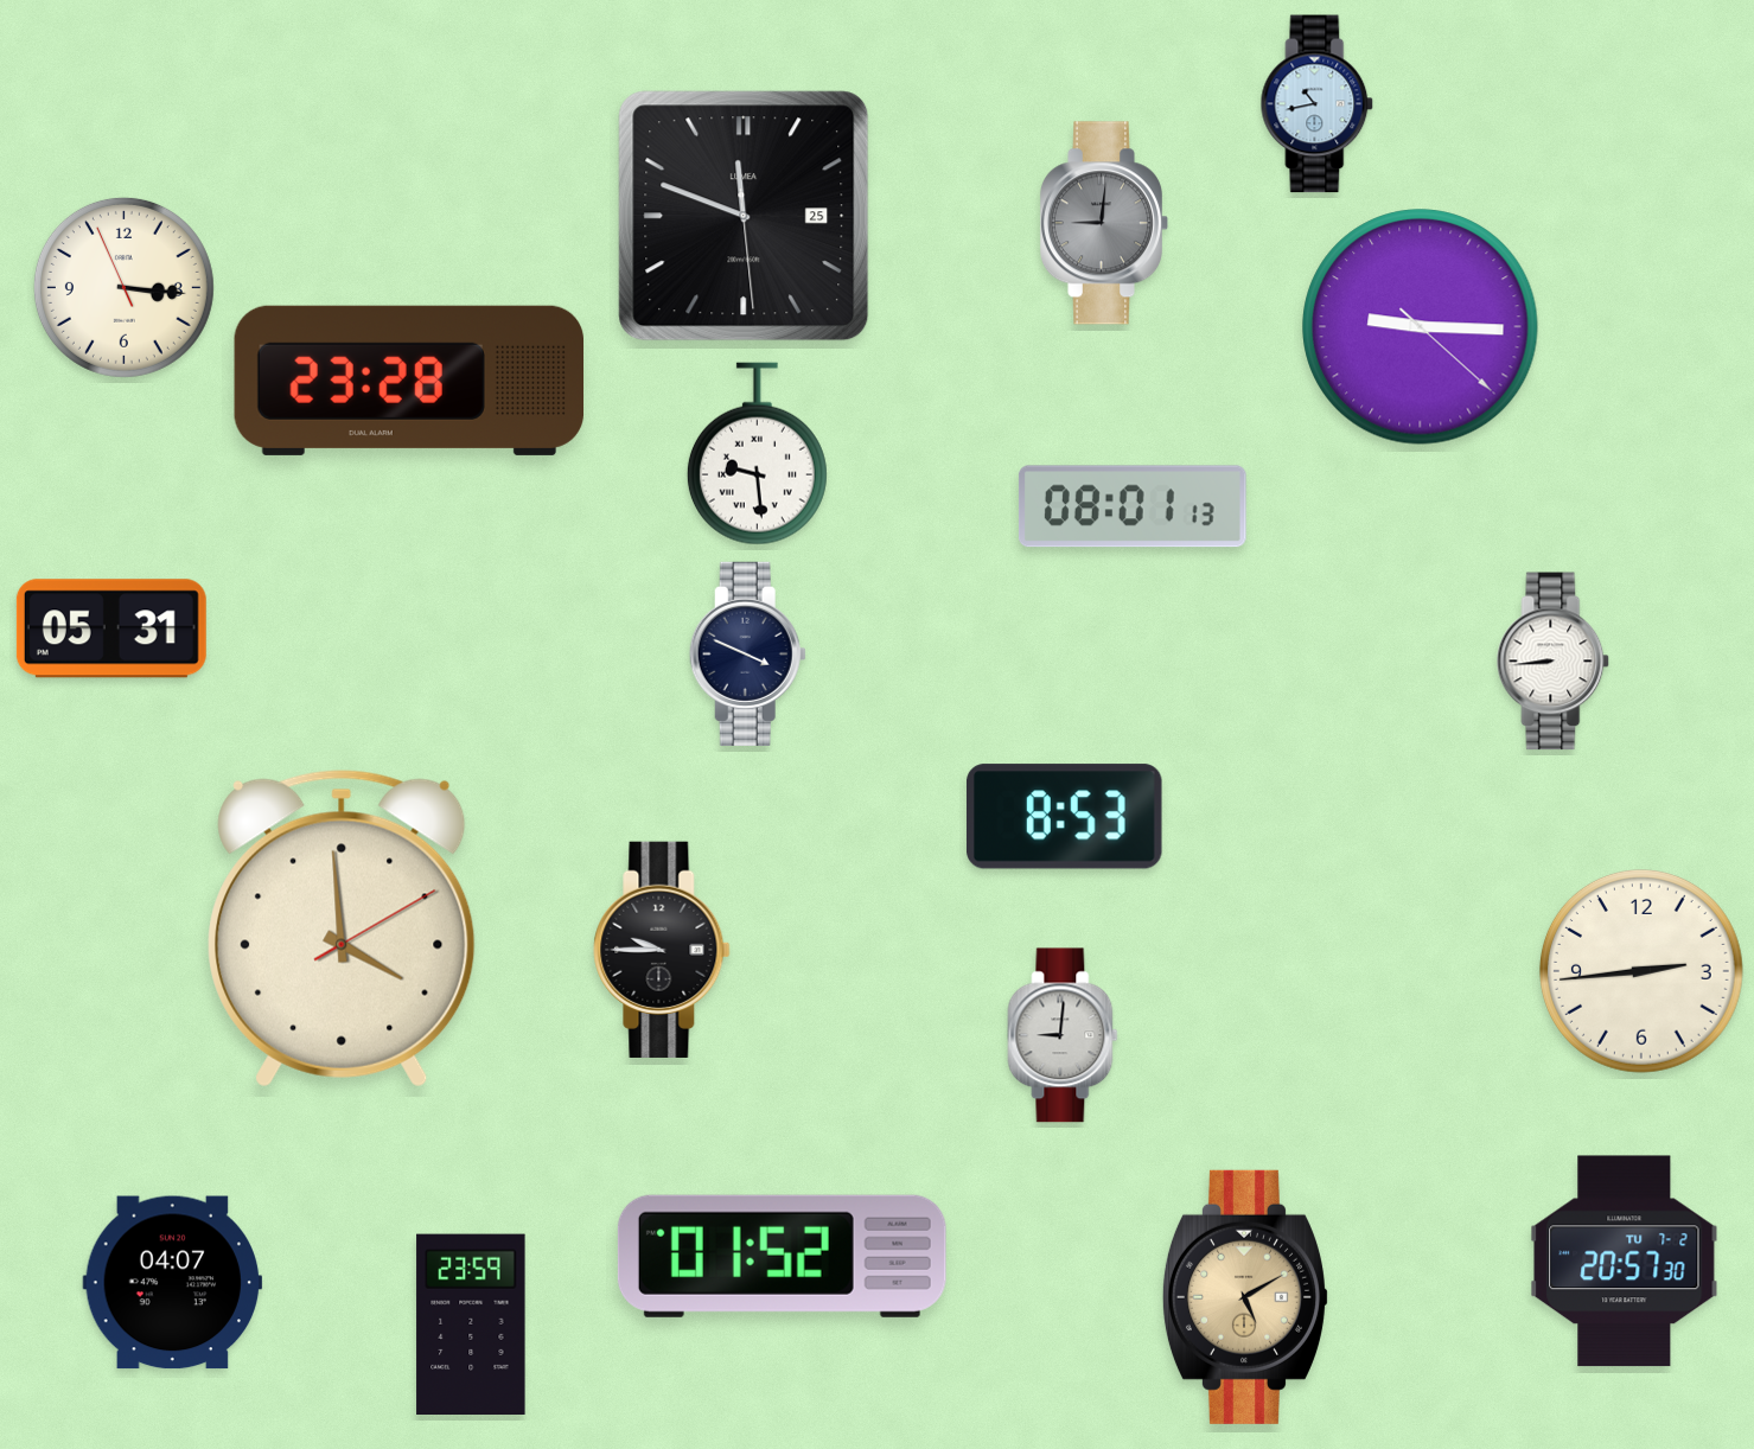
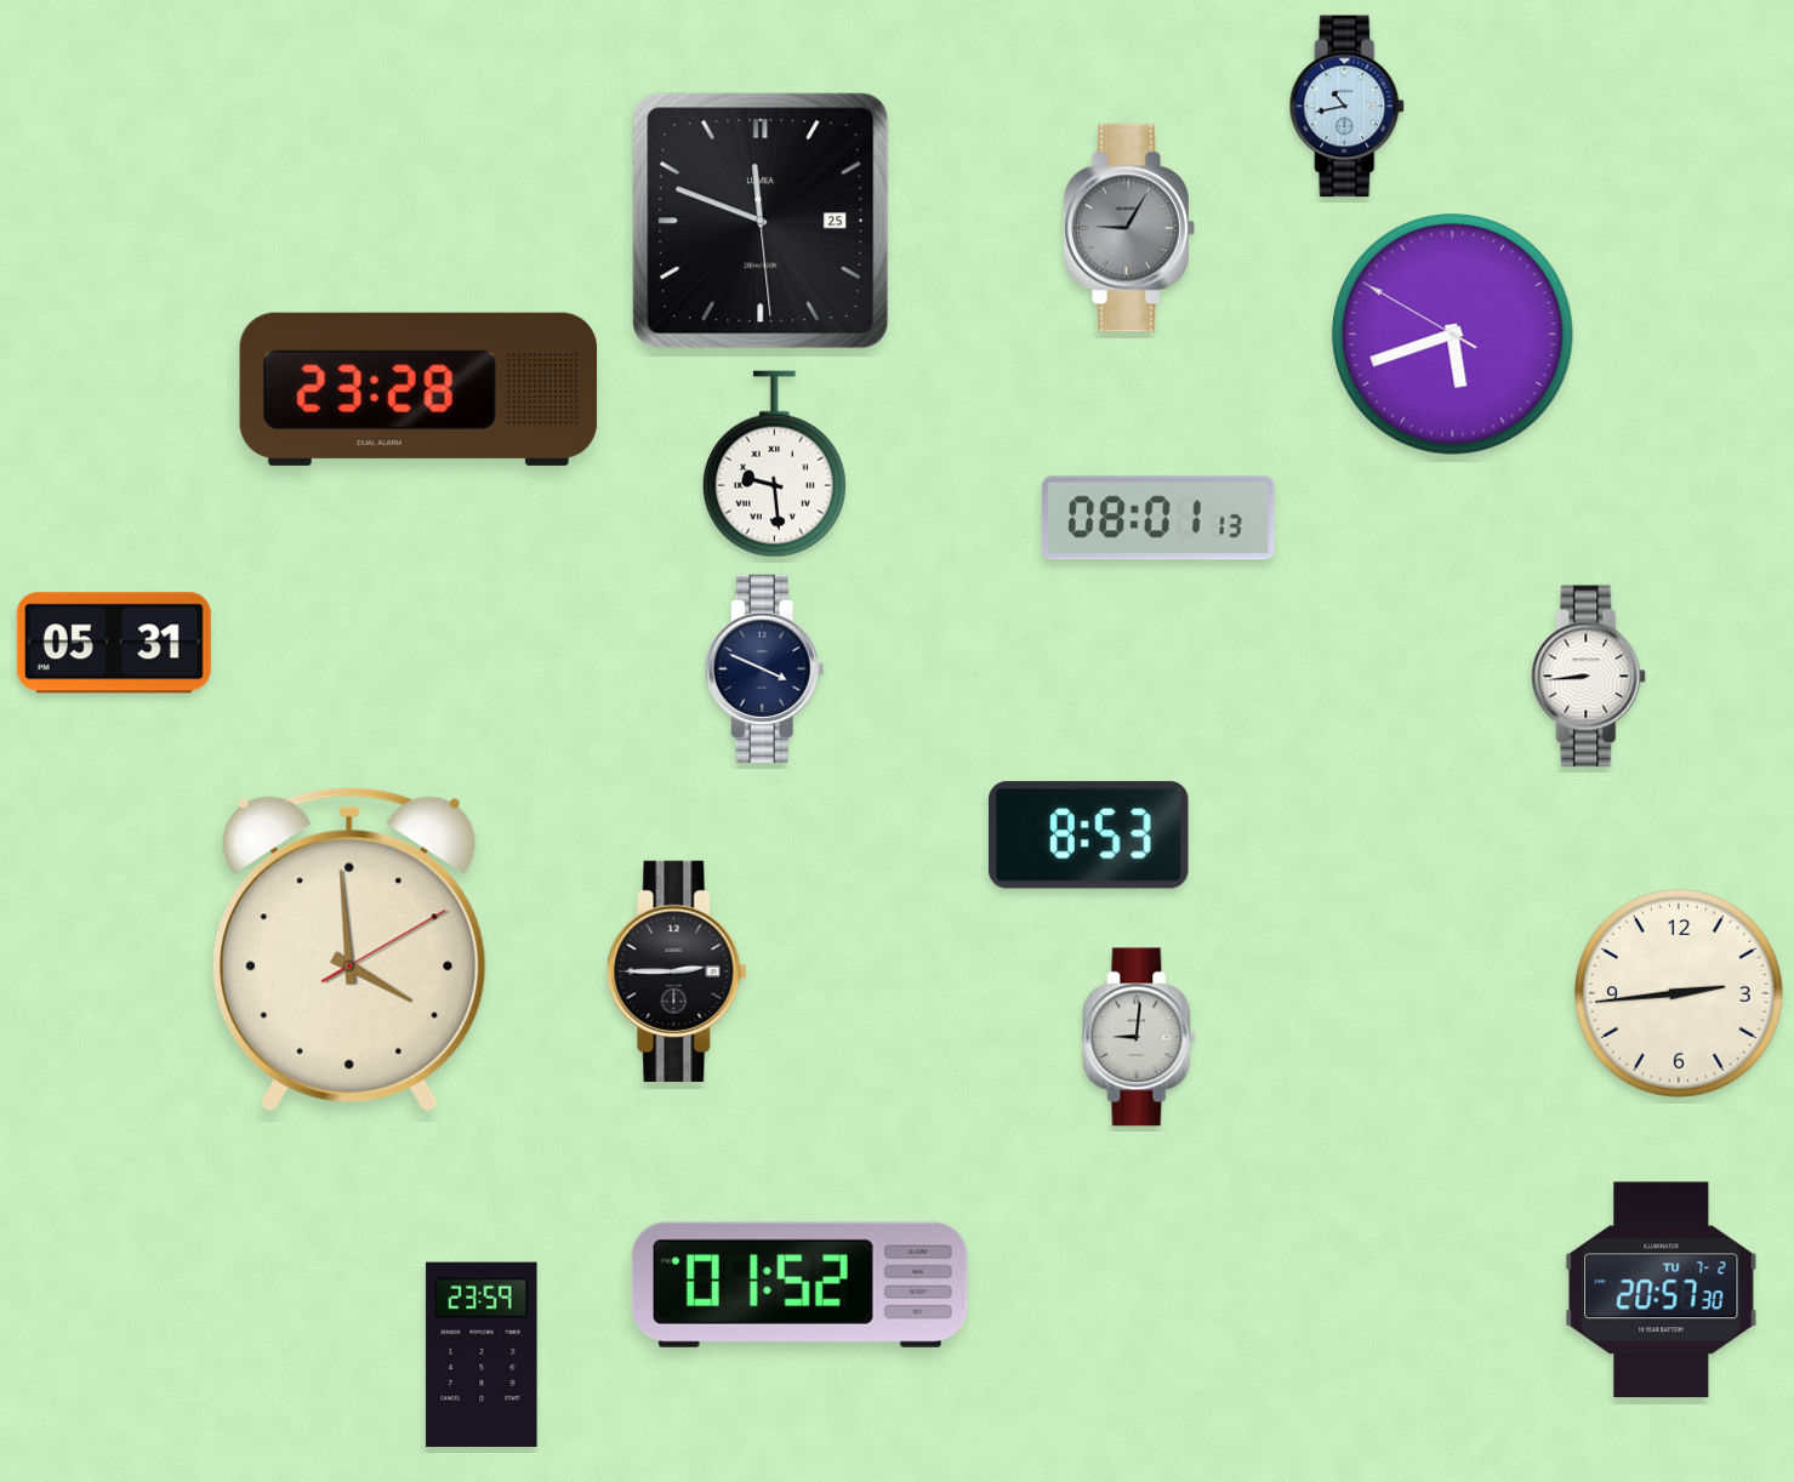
clock at (1103, 223): 9:01 -> 9:05
clock at (123, 287): 3:15 -> none
clock at (1421, 327): 9:15 -> 5:41
clock at (662, 950): 9:45 -> 2:45
clock at (1063, 1035) position: (1063, 1035) -> (1139, 1037)
clock at (173, 1283): 04:07 -> none
clock at (1245, 1297): 5:10 -> none
